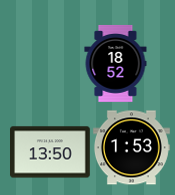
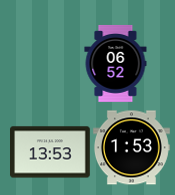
clock at (116, 63): 18:52 -> 06:52
clock at (50, 152): 13:50 -> 13:53
